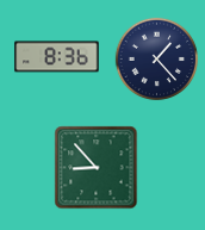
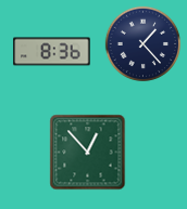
clock at (157, 60) position: (157, 60) -> (144, 44)
clock at (97, 168): 8:53 -> 12:53
